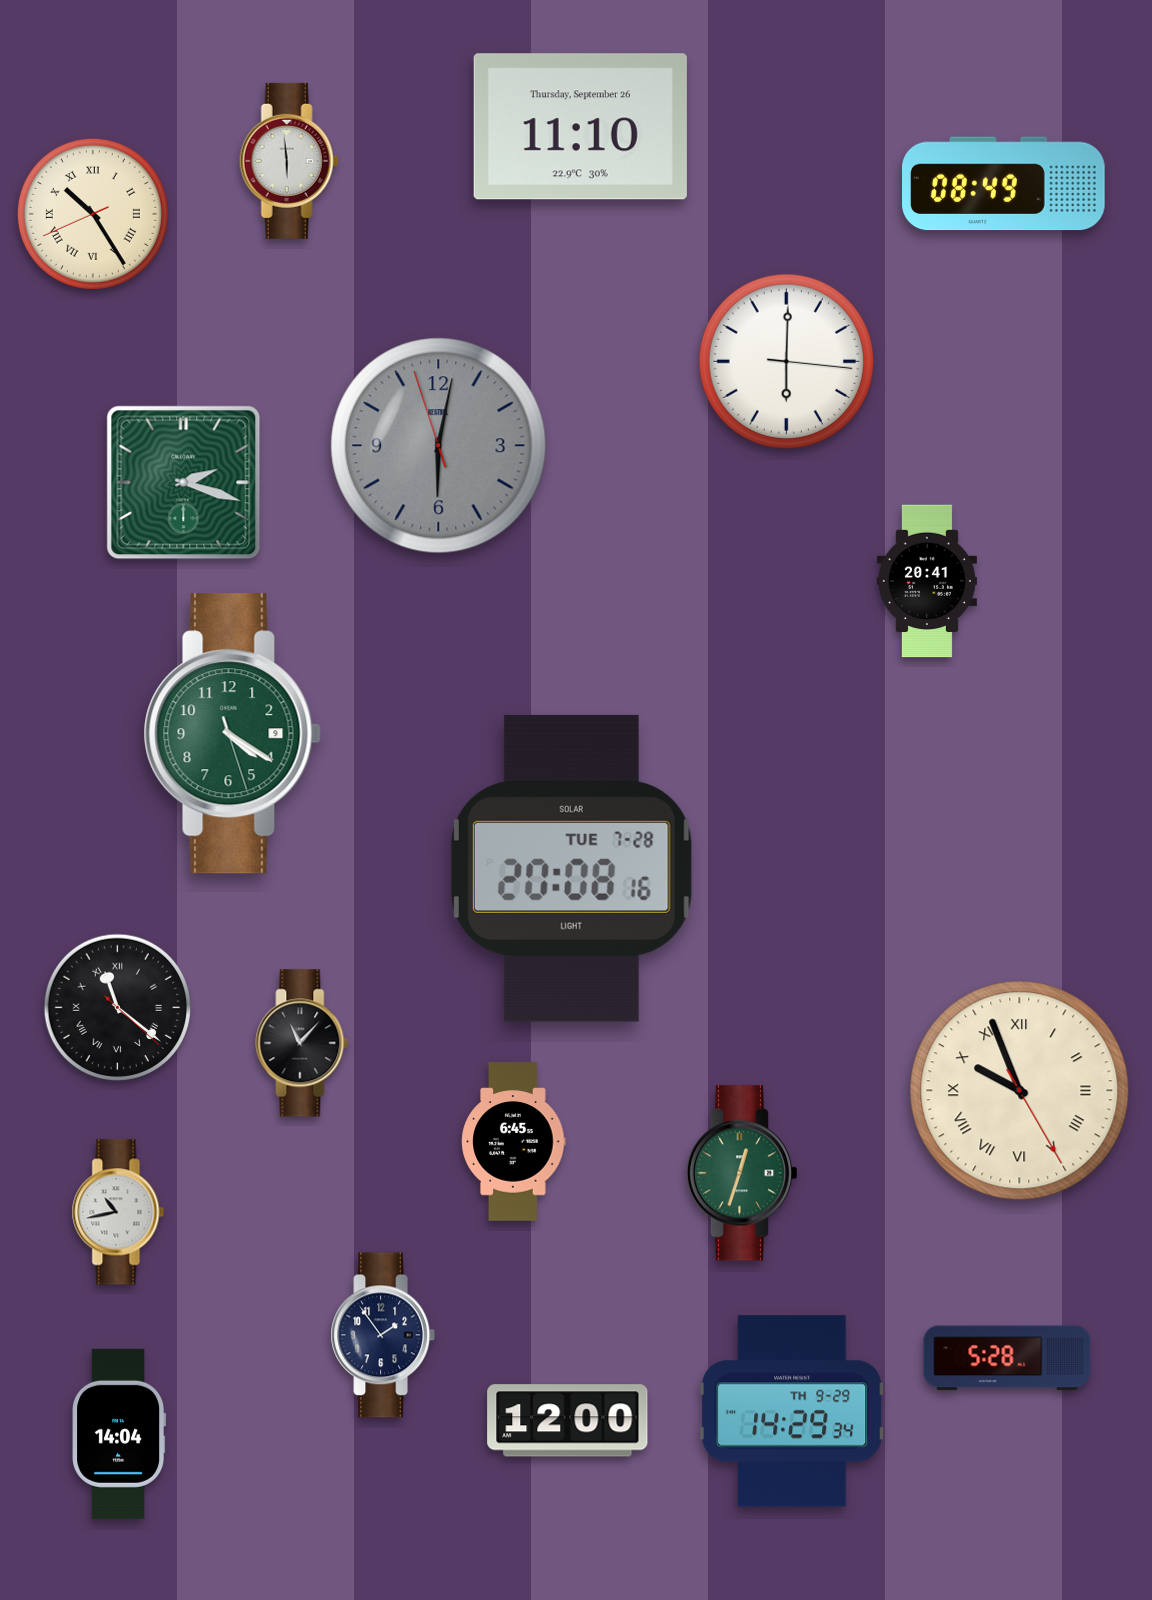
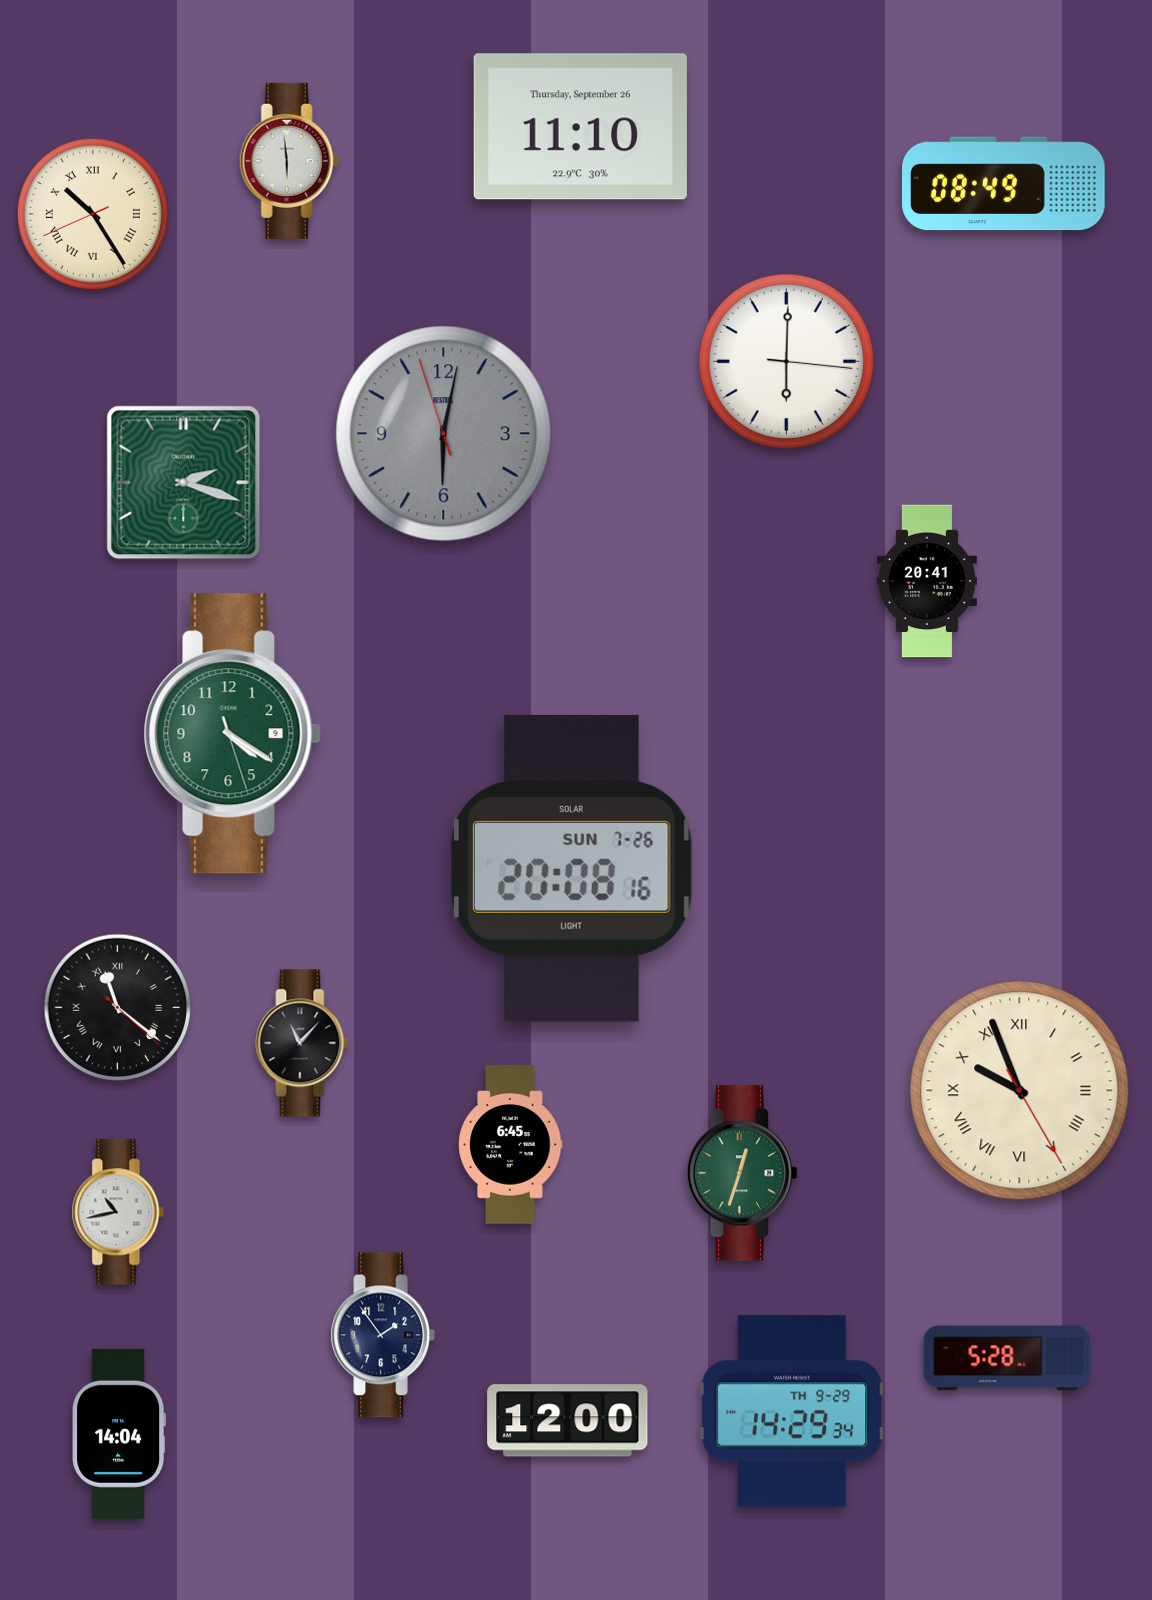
clock at (439, 446) position: (439, 446) -> (444, 434)
clock at (571, 868) date: TUE 7-28 -> SUN 7-26
clock at (514, 1142) position: (514, 1142) -> (511, 1145)
